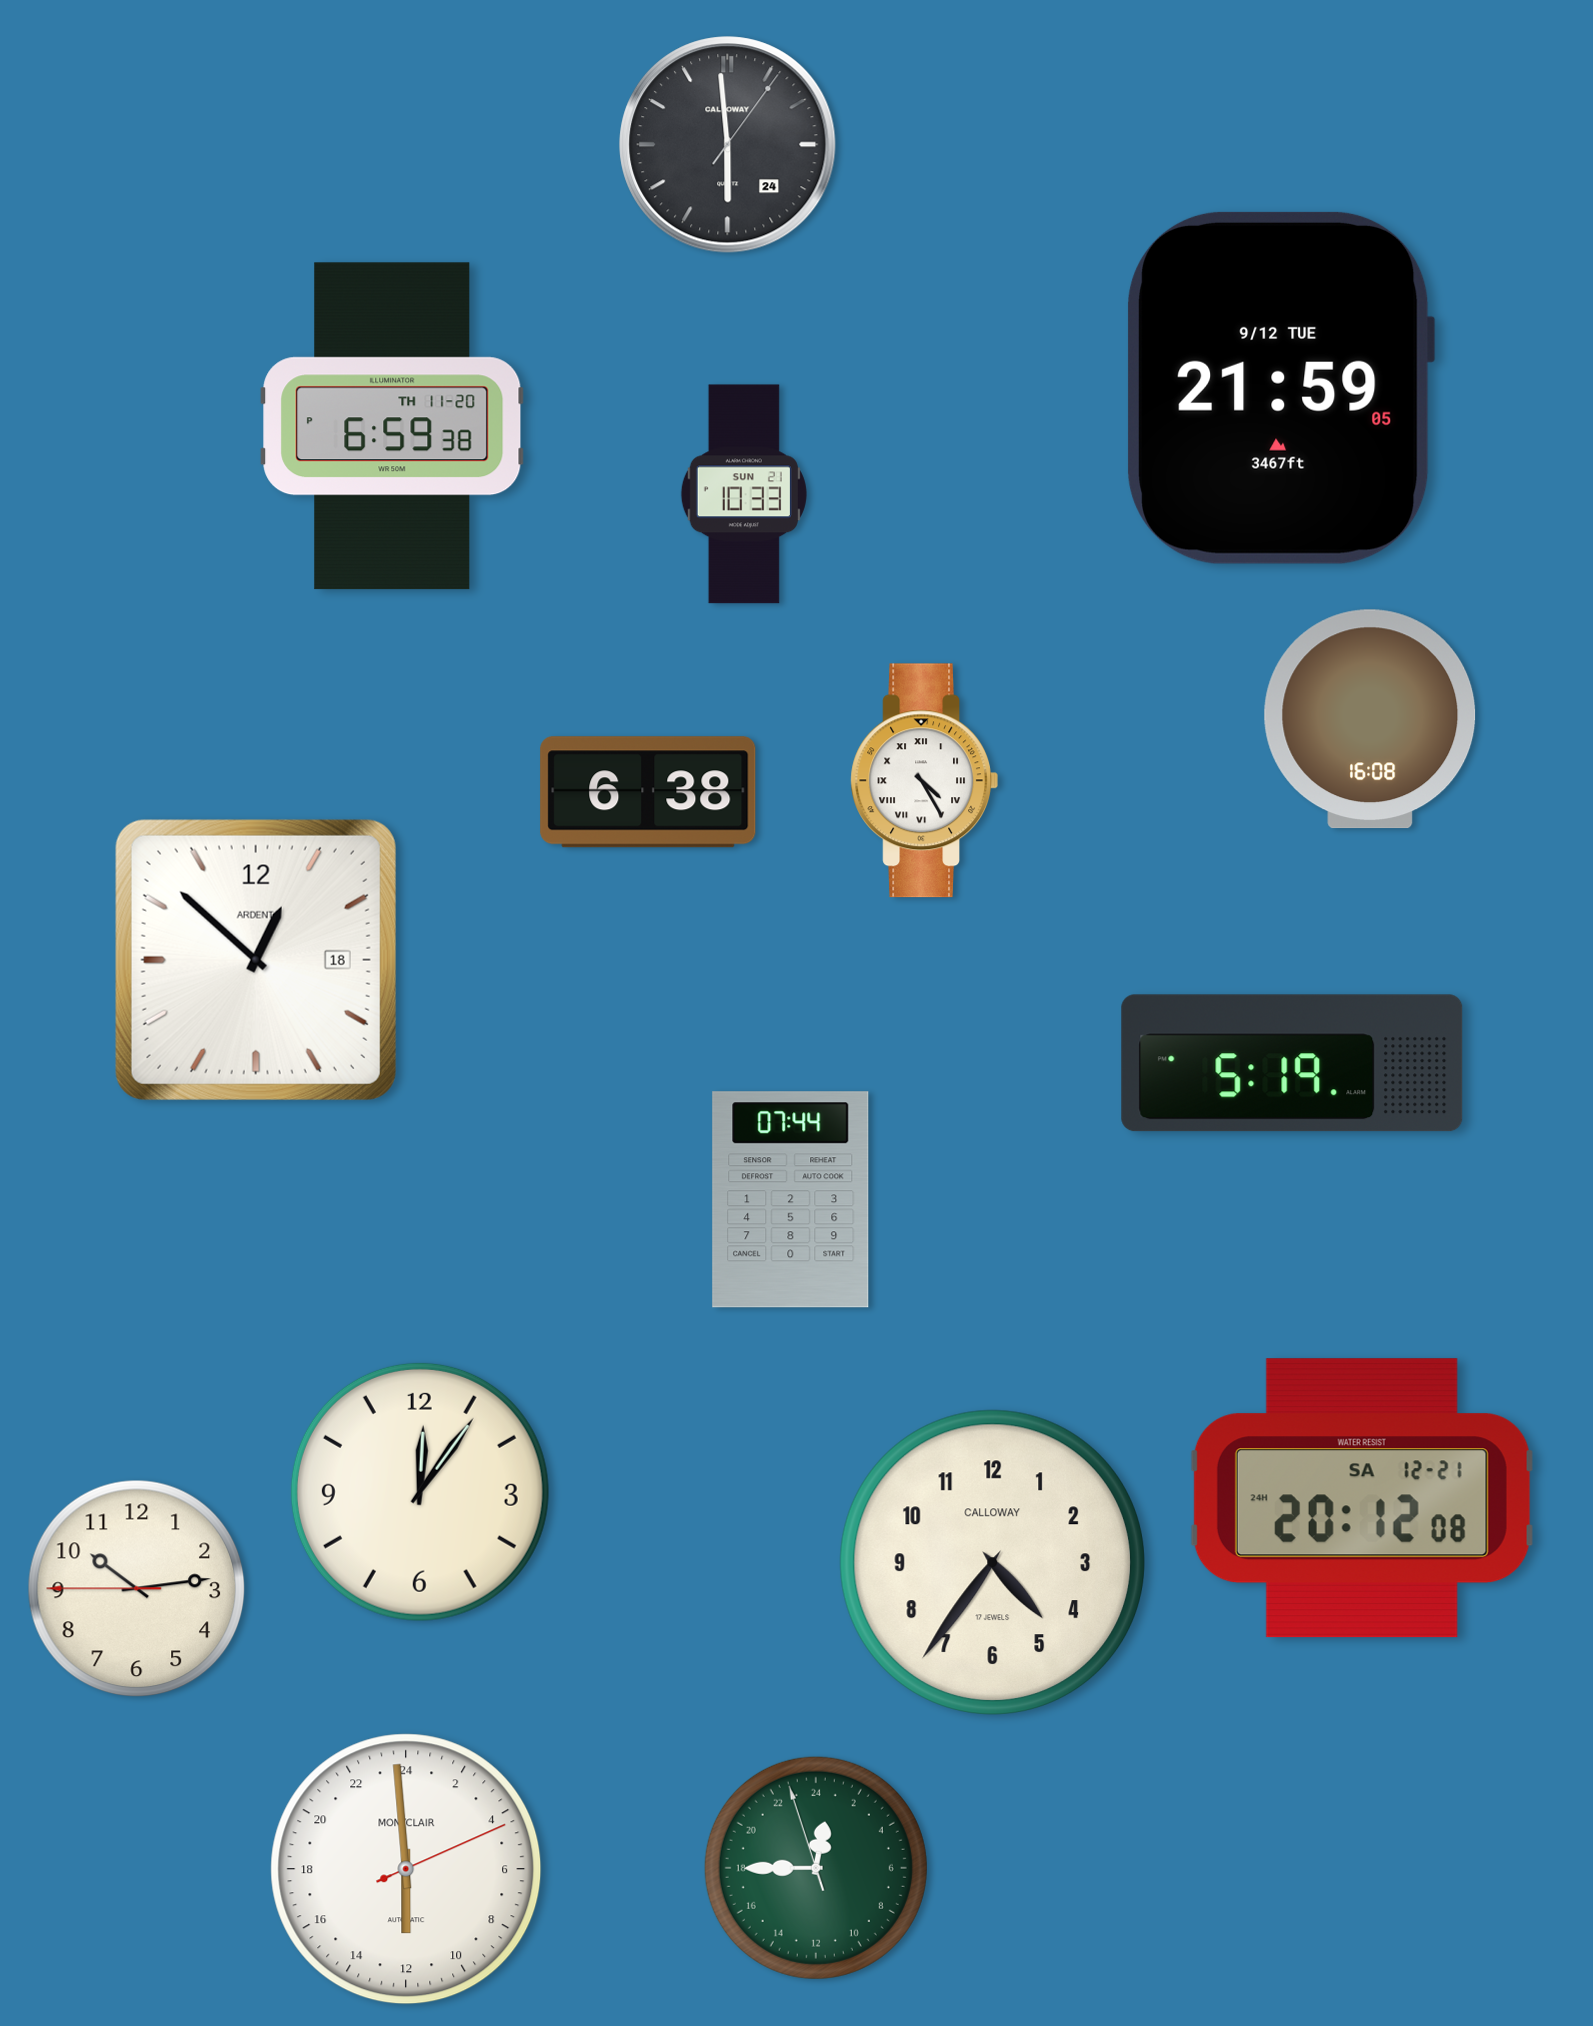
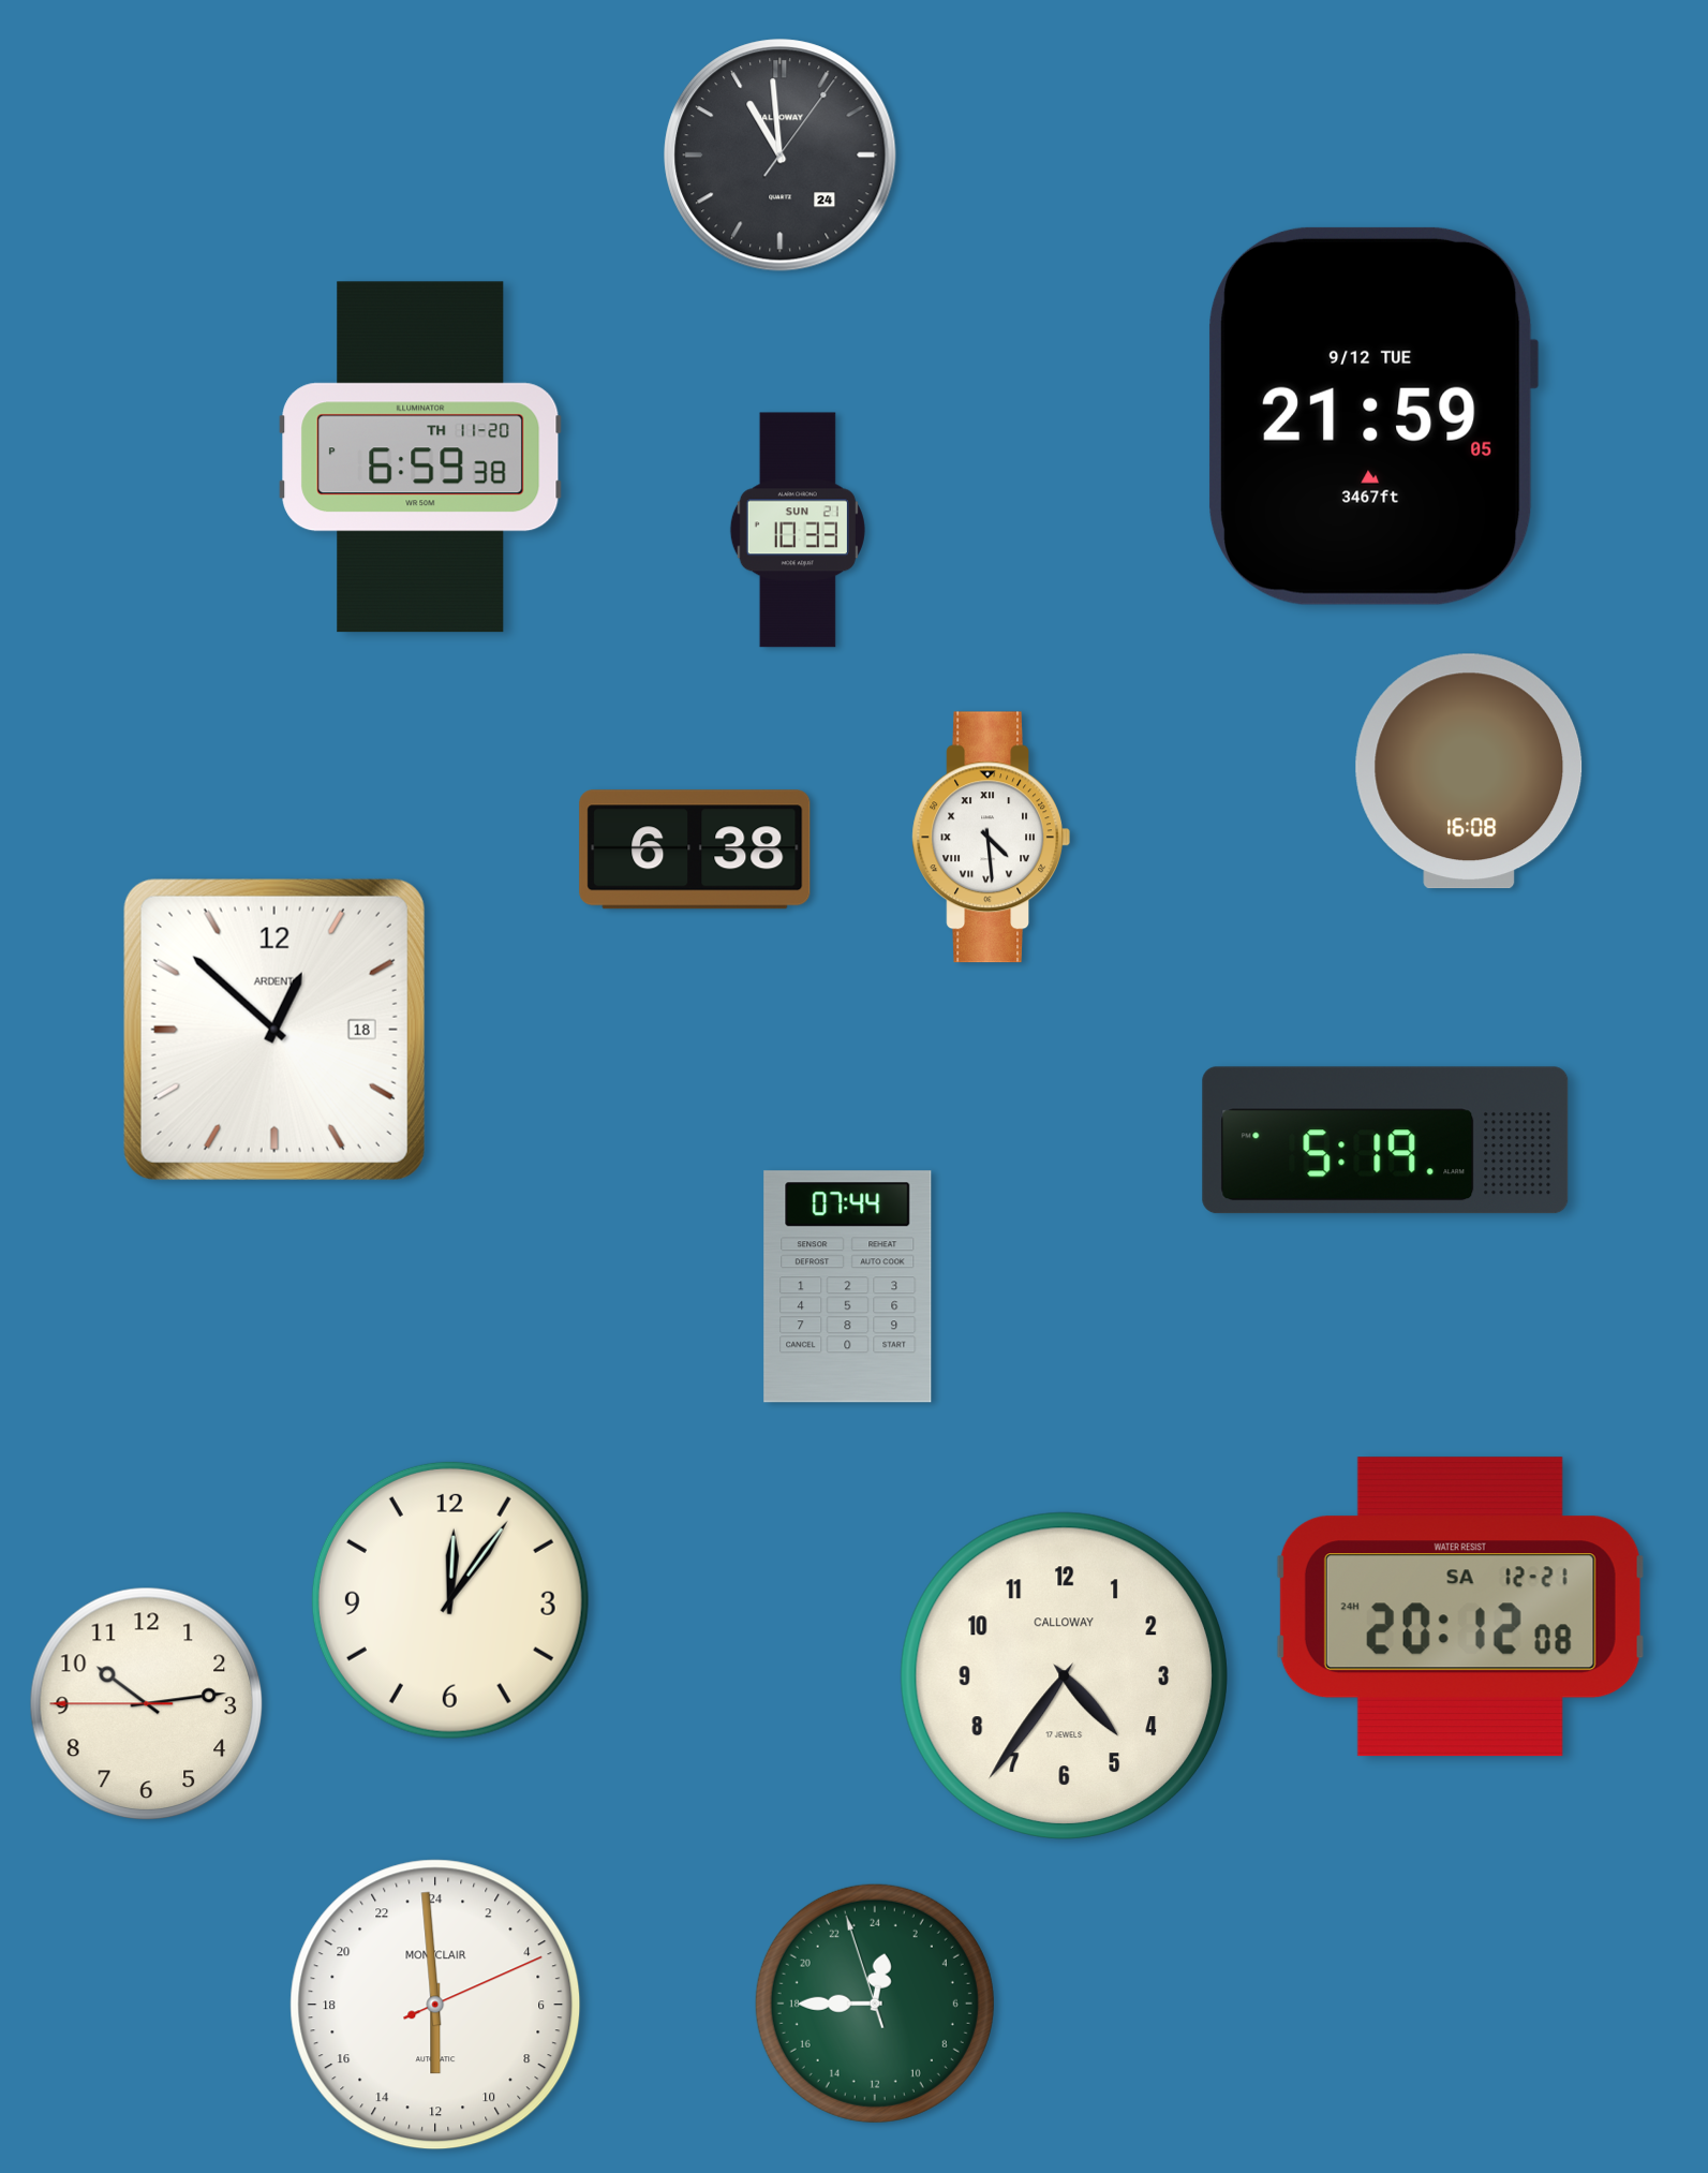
clock at (728, 145): 5:59 -> 10:59
clock at (924, 781): 4:25 -> 4:29
